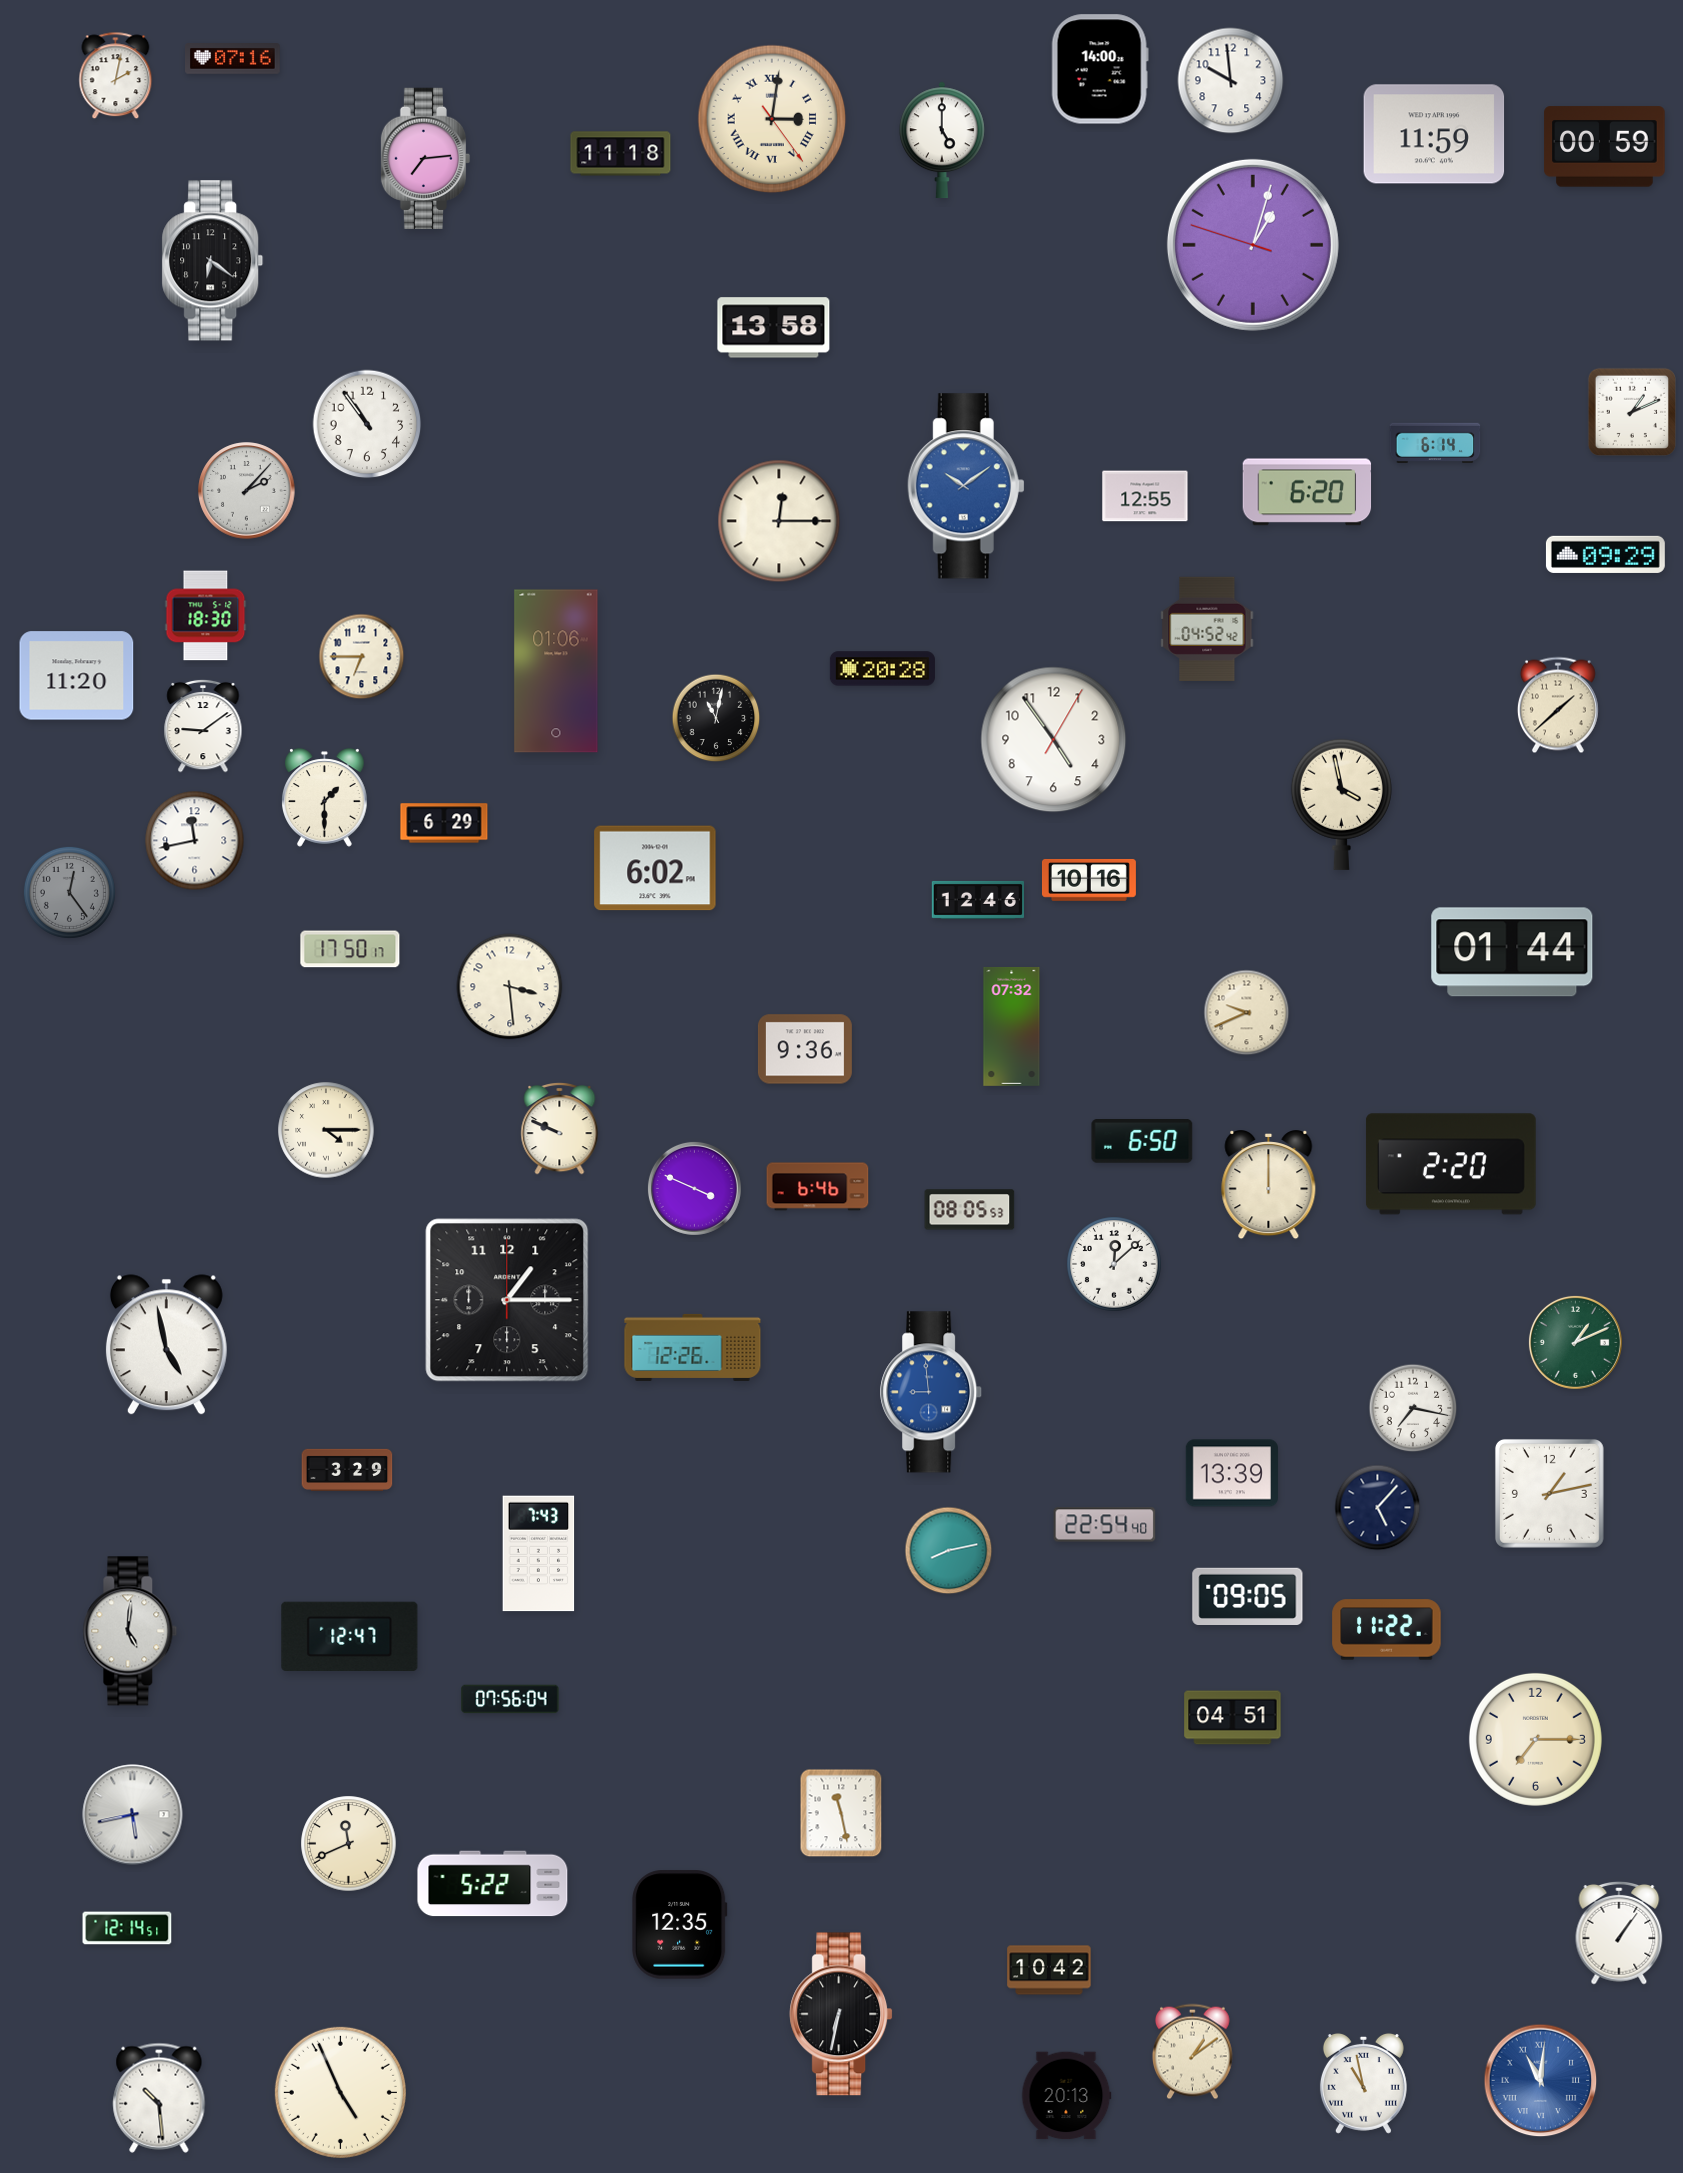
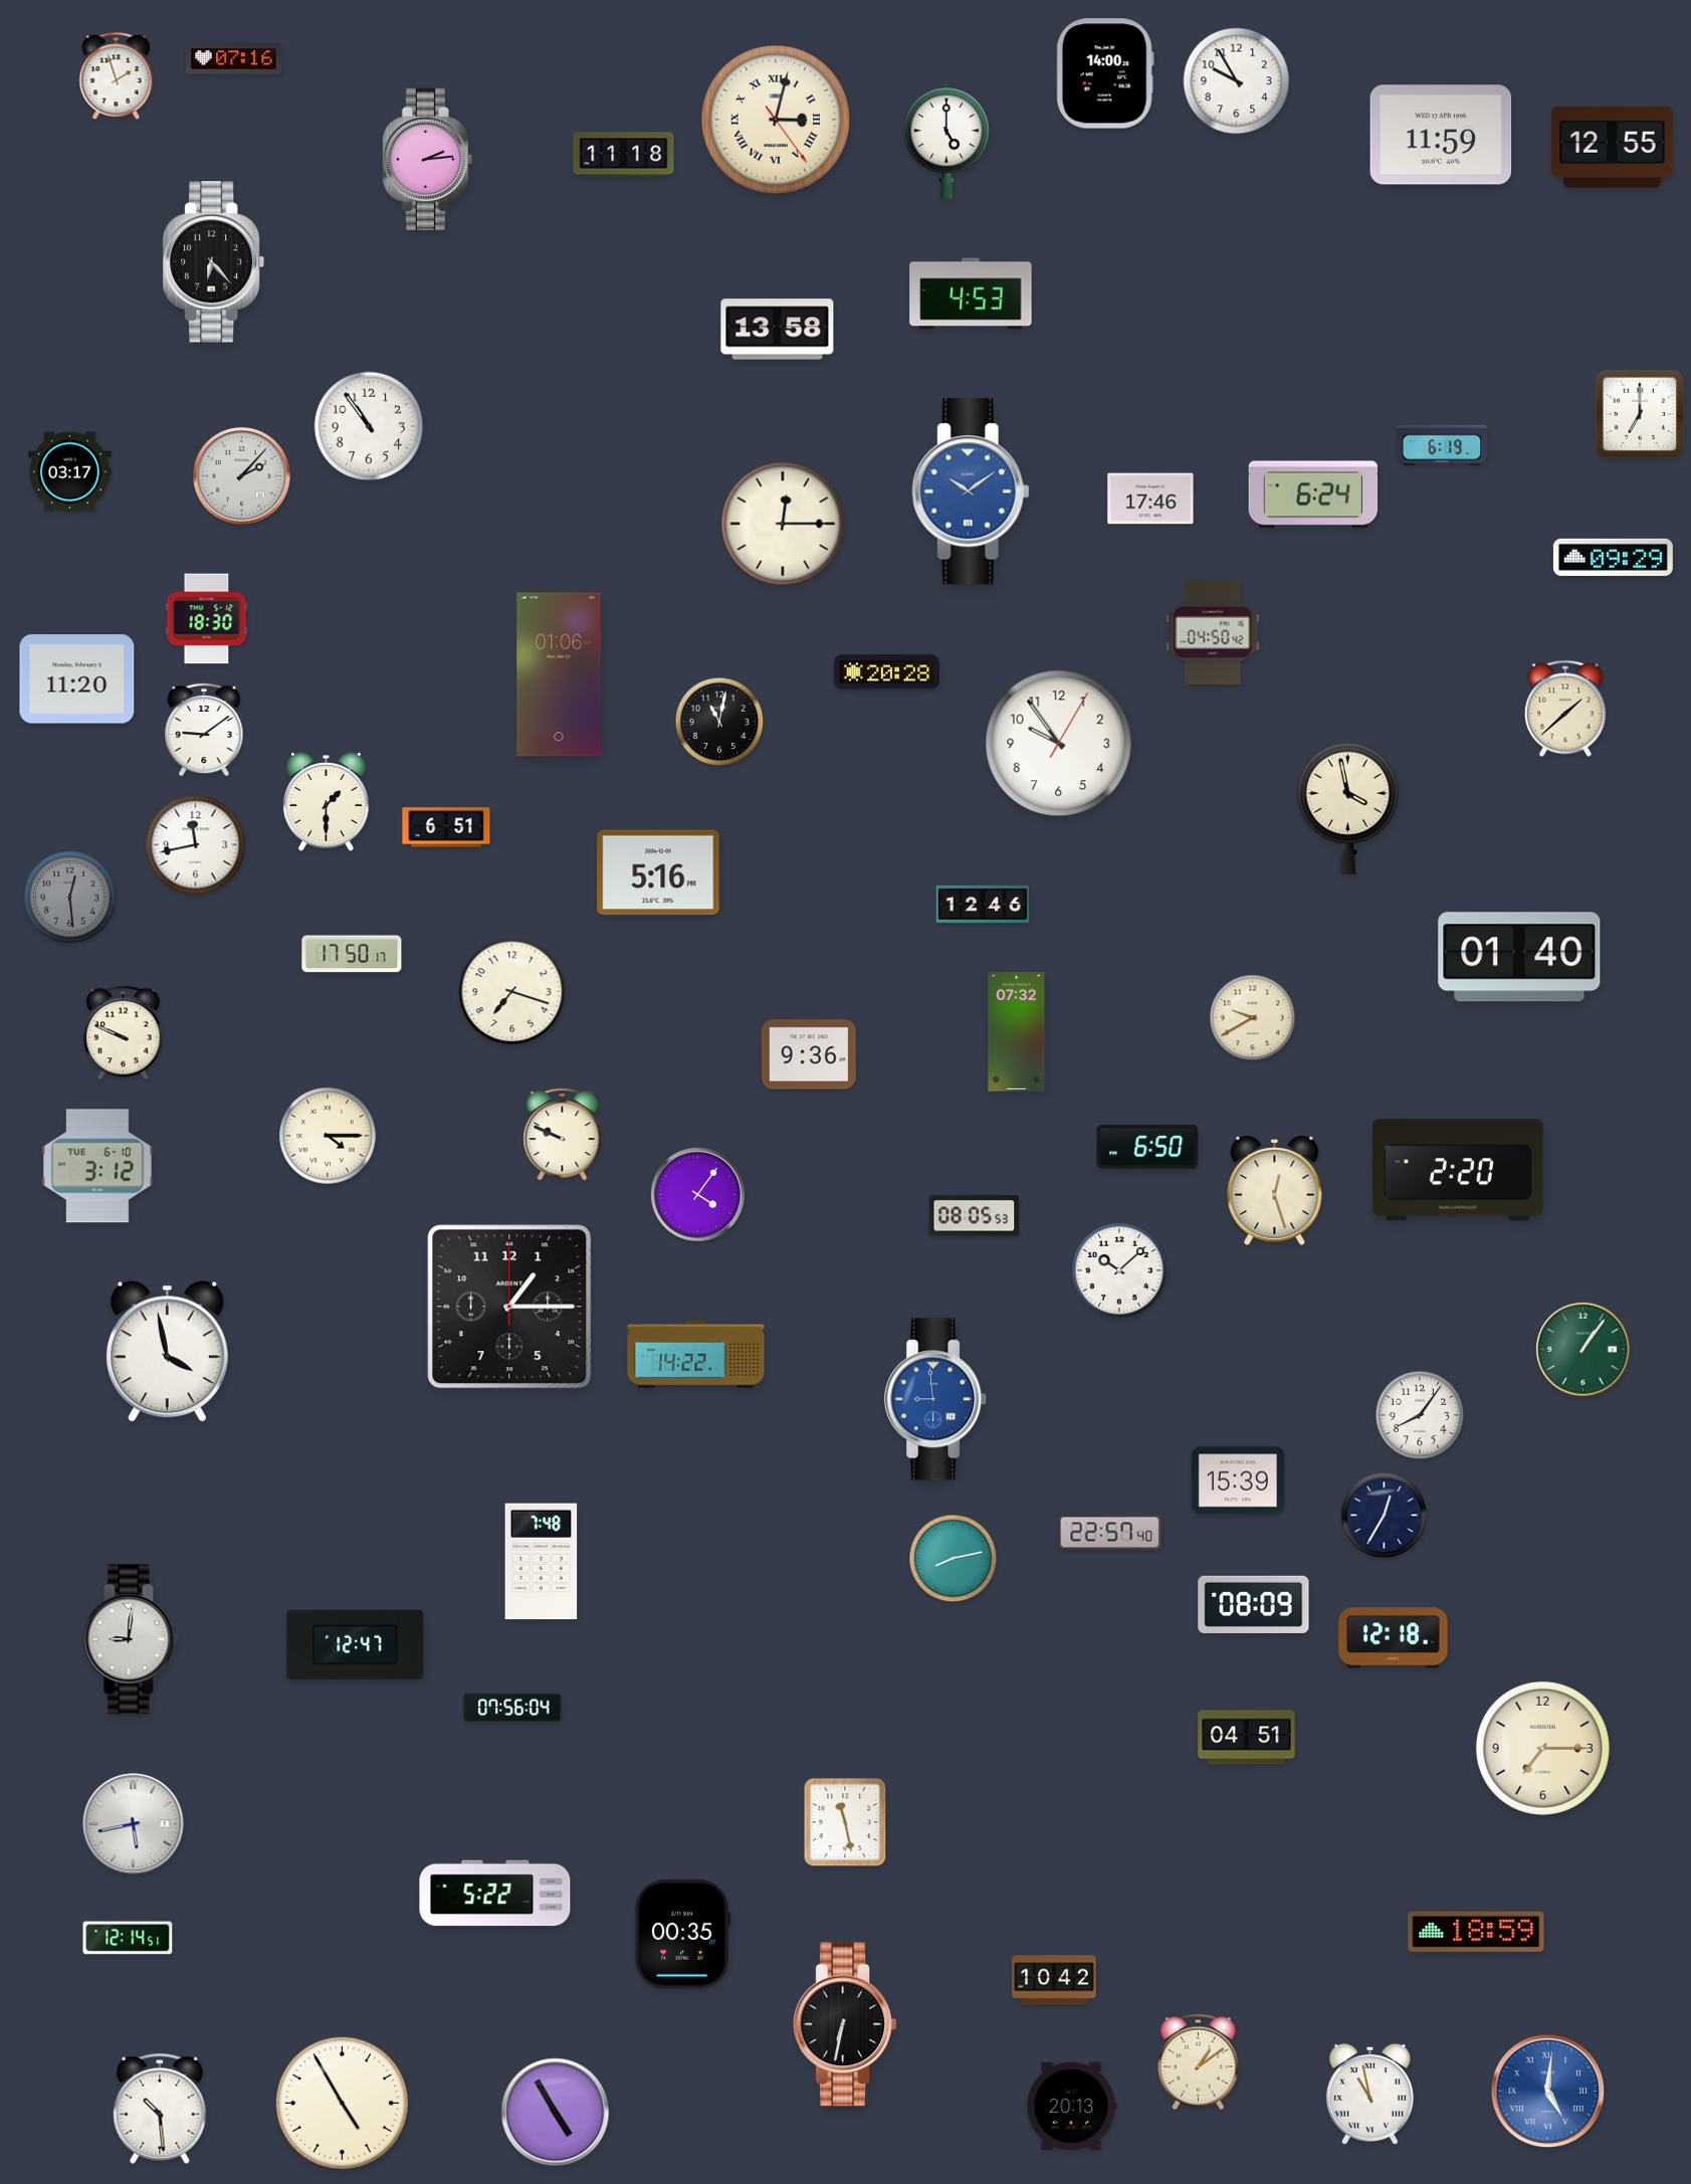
clock at (1100, 69) position: (1100, 69) -> (1105, 73)
clock at (116, 76): 2:02 -> 1:57
clock at (1231, 81): 9:59 -> 9:55
clock at (772, 119): 3:01 -> 3:02
clock at (1605, 147): 00:59 -> 12:55
clock at (426, 158): 7:14 -> 2:14
clock at (1253, 245): 1:02 -> none
clock at (213, 261): 6:21 -> 6:23
clock at (971, 293): none -> 4:53
clock at (1632, 412): 1:11 -> 7:00
clock at (1435, 442): 6:14 -> 6:19
clock at (70, 472): none -> 03:17
clock at (966, 486) position: (966, 486) -> (971, 491)
clock at (247, 491) position: (247, 491) -> (242, 476)
clock at (1307, 492): 6:20 -> 6:24
clock at (1145, 496): 12:55 -> 17:46
clock at (1207, 628): 04:52 -> 04:50
clock at (362, 657): 6:45 -> none
clock at (1054, 740): 4:54 -> 9:54
clock at (444, 823): 6:29 -> 6:51
clock at (655, 868): 6:02 -> 5:16
clock at (1089, 880): 10:16 -> none
clock at (69, 892): 12:24 -> 12:29
clock at (1512, 952): 01:44 -> 01:40
clock at (510, 987): 3:29 -> 7:18
clock at (1247, 1013): 9:41 -> 9:40
clock at (124, 1033): none -> 9:49
clock at (98, 1166): none -> 3:12
clock at (1269, 1186): 12:00 -> 12:27
clock at (818, 1187): 6:46 -> none
clock at (694, 1188): 3:49 -> 4:06
clock at (1114, 1264): 12:08 -> 10:08
clock at (1575, 1342): 1:11 -> 1:06
clock at (166, 1345): 4:58 -> 3:58
clock at (693, 1347): 12:26 -> 14:22
clock at (1413, 1408): 7:17 -> 8:06
clock at (347, 1470): 3:29 -> none
clock at (1232, 1473): 13:39 -> 15:39
clock at (1549, 1493): 1:13 -> none
clock at (1378, 1508): 5:07 -> 12:35
clock at (1105, 1525): 22:54 -> 22:57
clock at (539, 1554): 7:43 -> 7:48
clock at (1248, 1596): 09:05 -> 08:09
clock at (1387, 1630): 11:22 -> 12:18
clock at (130, 1631): 5:01 -> 9:01
clock at (350, 1636) position: (350, 1636) -> (356, 1644)
clock at (1233, 1718) position: (1233, 1718) -> (1247, 1738)
clock at (349, 1844): 11:41 -> none
clock at (1476, 1932): none -> 18:59
clock at (680, 1925): 12:35 -> 00:35
clock at (1619, 1934): 1:06 -> none
clock at (1541, 2081): 11:01 -> 5:01
clock at (340, 2092): 4:56 -> 4:55
clock at (556, 2113): none -> 4:55
